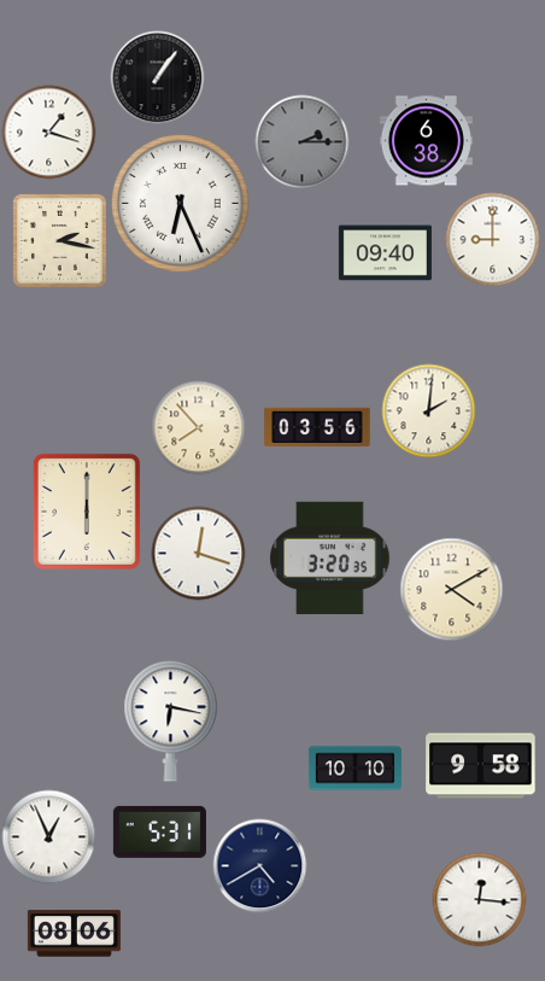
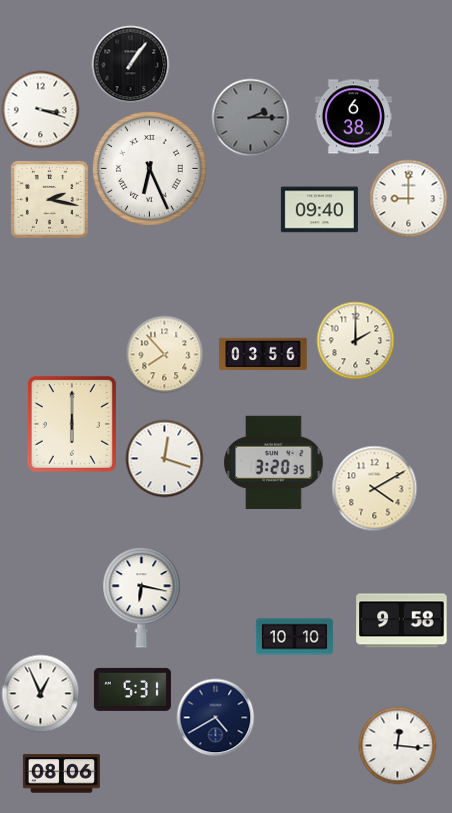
clock at (48, 132): 1:18 -> 3:18
clock at (428, 410): 2:01 -> 2:00
clock at (481, 766) position: (481, 766) -> (402, 621)
